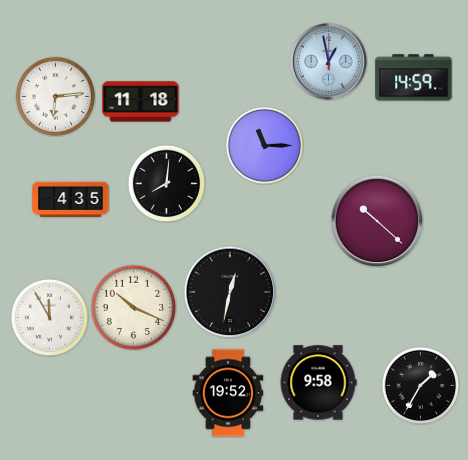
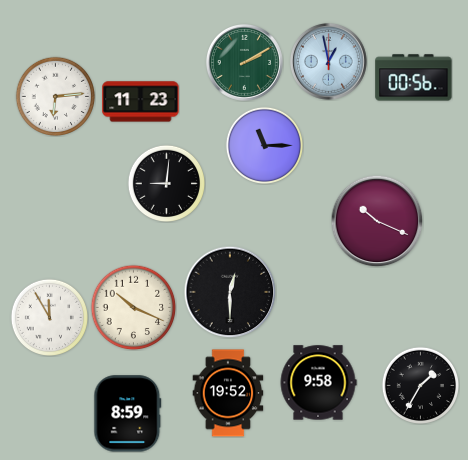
clock at (244, 62): none -> 2:10
clock at (414, 78): 14:59 -> 00:56
clock at (141, 102): 11:18 -> 11:23
clock at (166, 183): 8:01 -> 9:01
clock at (71, 200): 4:35 -> none
clock at (377, 221): 10:22 -> 10:19
clock at (230, 292): 12:32 -> 12:30
clock at (128, 414): none -> 8:59
